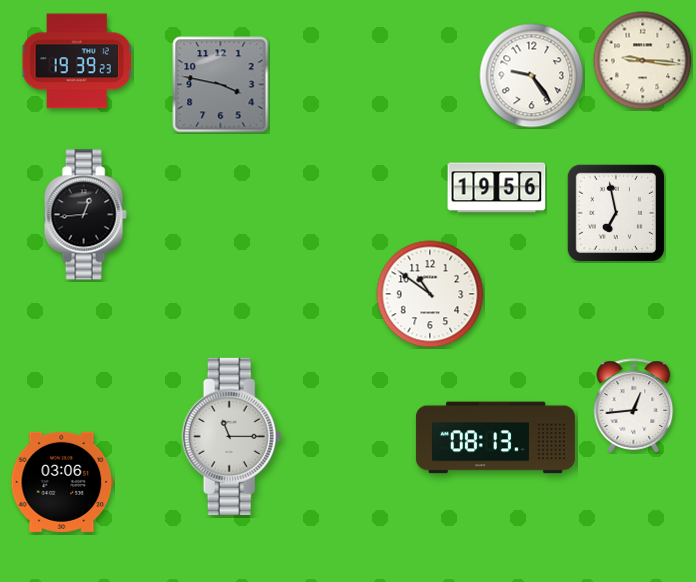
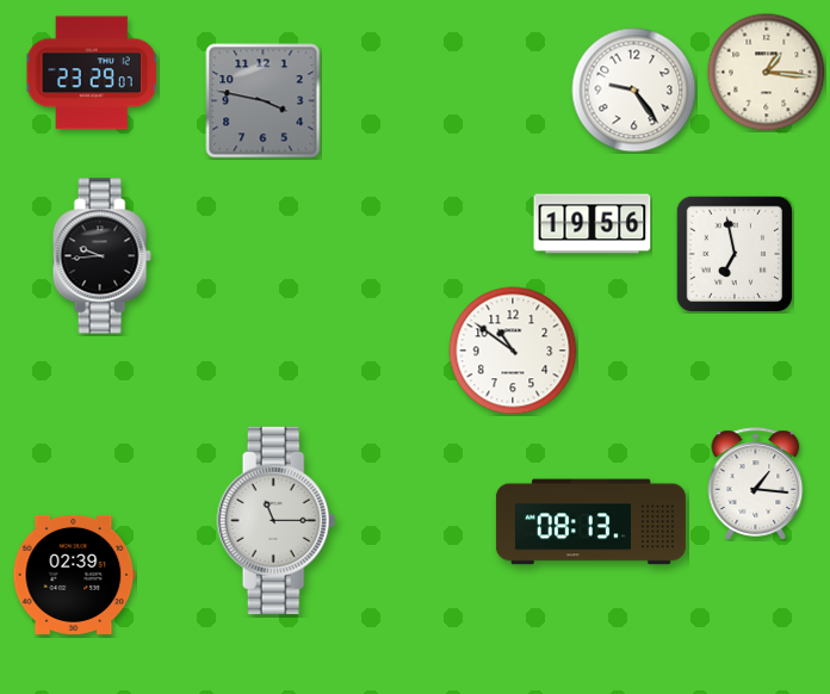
clock at (77, 61): 19:39 -> 23:29
clock at (643, 61): 9:16 -> 1:16
clock at (85, 215): 12:44 -> 9:44
clock at (634, 406): 12:44 -> 1:16
clock at (62, 482): 03:06 -> 02:39
